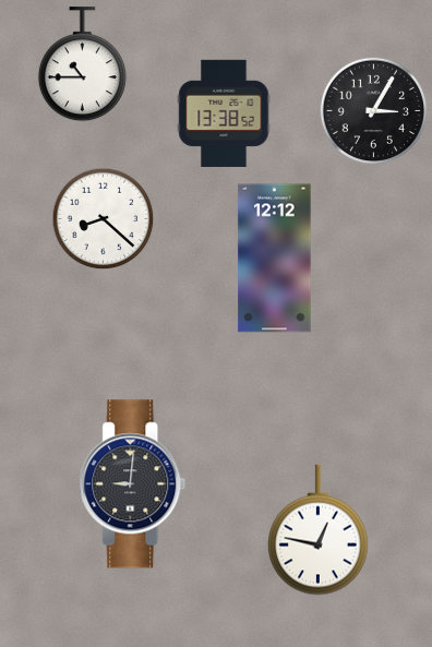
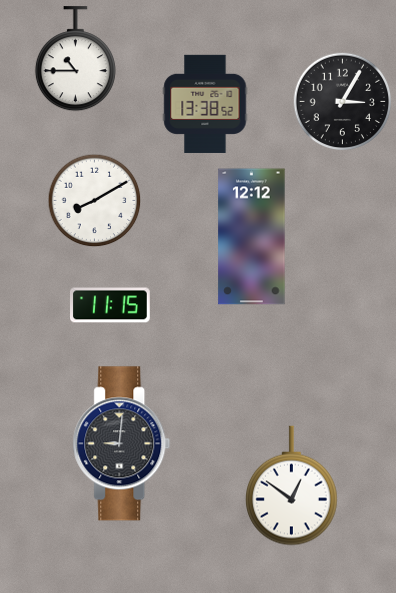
clock at (104, 219): 8:22 -> 8:10
clock at (111, 305): none -> 11:15
clock at (319, 530): 12:47 -> 12:51
